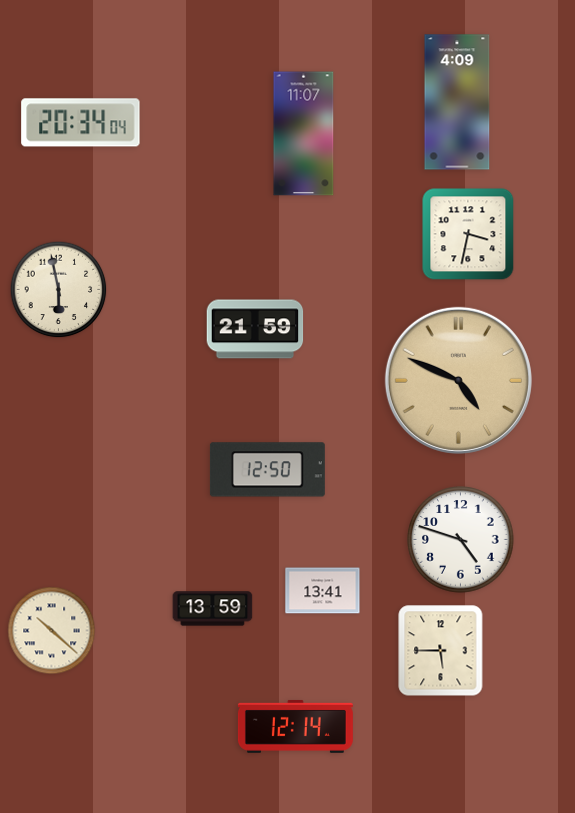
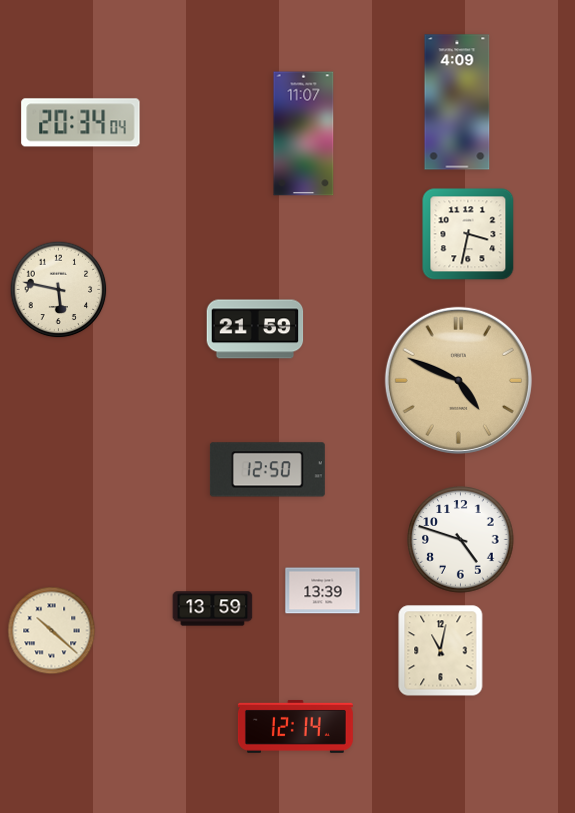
clock at (59, 290): 5:58 -> 5:47
clock at (323, 591): 13:41 -> 13:39
clock at (441, 651): 5:45 -> 11:02
